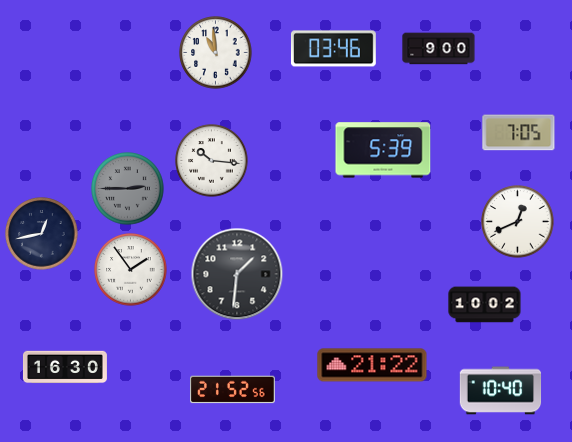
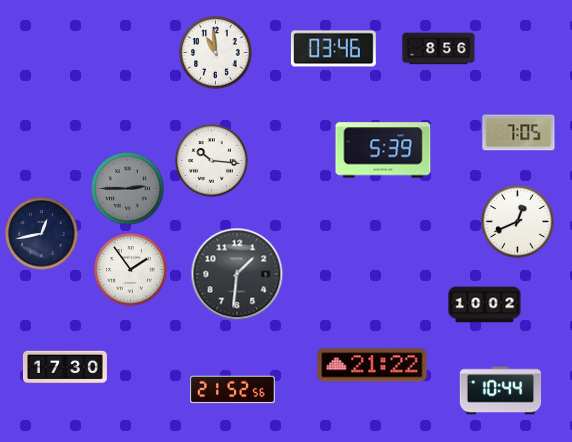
clock at (439, 49): 9:00 -> 8:56
clock at (65, 367): 16:30 -> 17:30
clock at (501, 391): 10:40 -> 10:44
